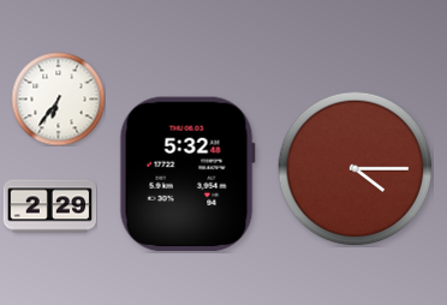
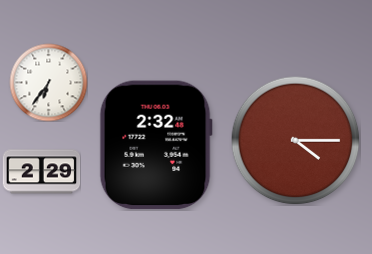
clock at (187, 174): 5:32 -> 2:32
